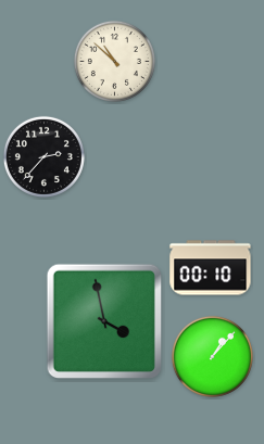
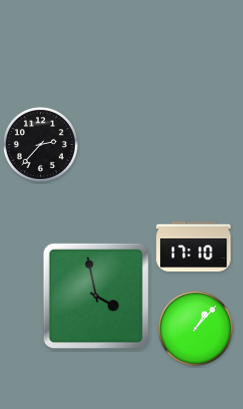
clock at (114, 61): 10:52 -> none
clock at (211, 268): 00:10 -> 17:10
